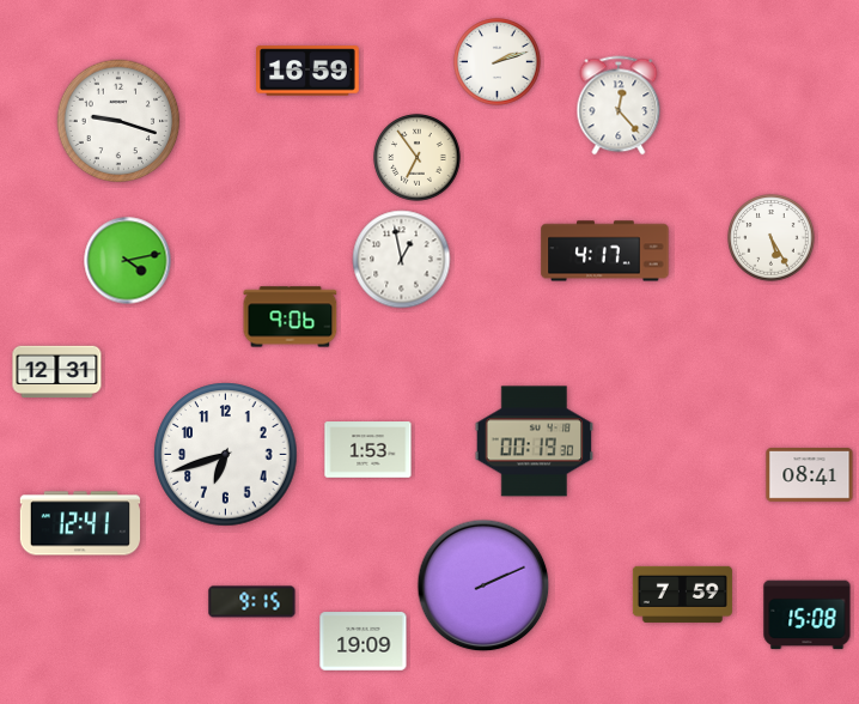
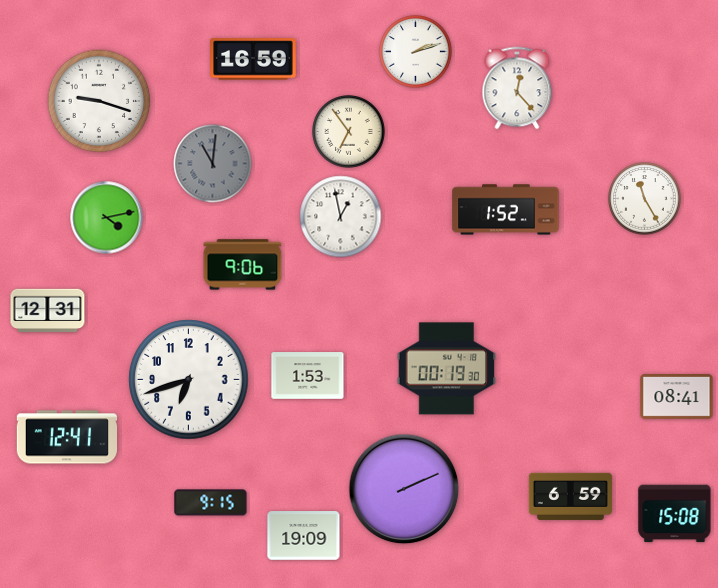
clock at (307, 71) position: (307, 71) -> (253, 59)
clock at (213, 164): none -> 11:01
clock at (772, 238): 5:25 -> 11:25
clock at (605, 251): 4:17 -> 1:52
clock at (402, 260) position: (402, 260) -> (341, 217)
clock at (682, 594): 7:59 -> 6:59
